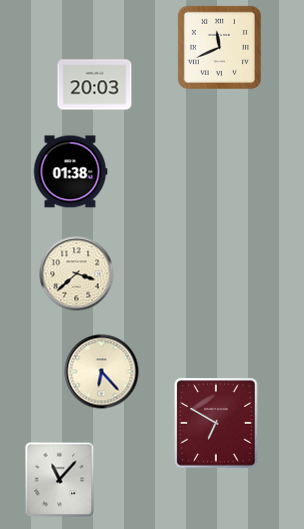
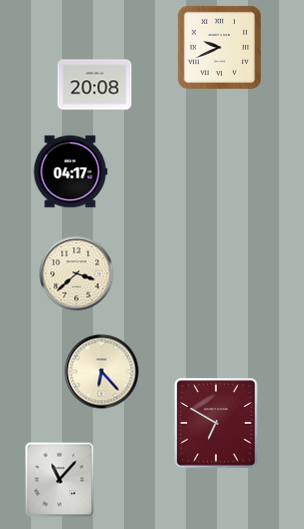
clock at (219, 47): 11:41 -> 9:41
clock at (95, 85): 20:03 -> 20:08
clock at (70, 172): 01:38 -> 04:17
